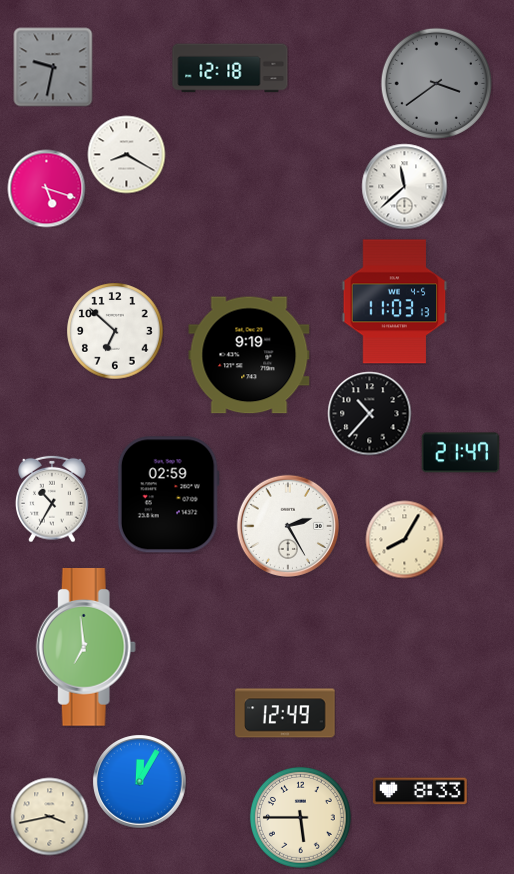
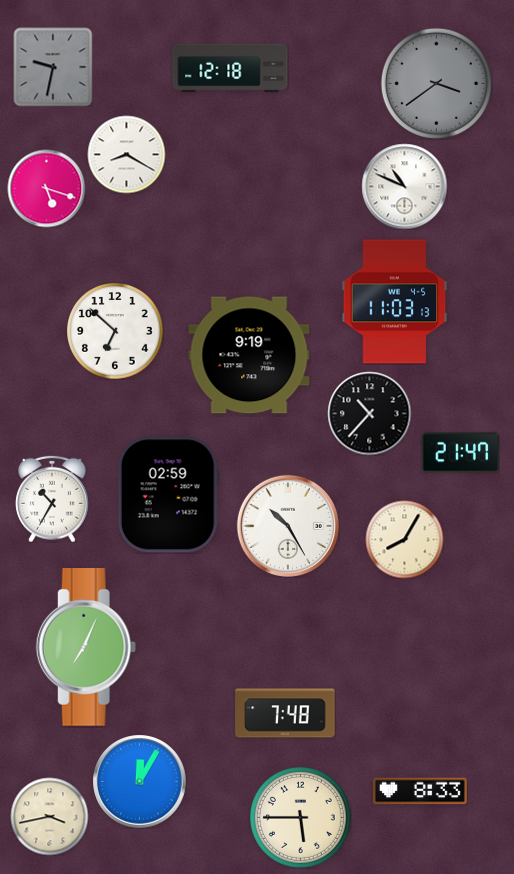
clock at (404, 186): 11:38 -> 10:49
clock at (288, 526): 2:25 -> 10:25
clock at (86, 647): 6:59 -> 7:04
clock at (285, 713): 12:49 -> 7:48
